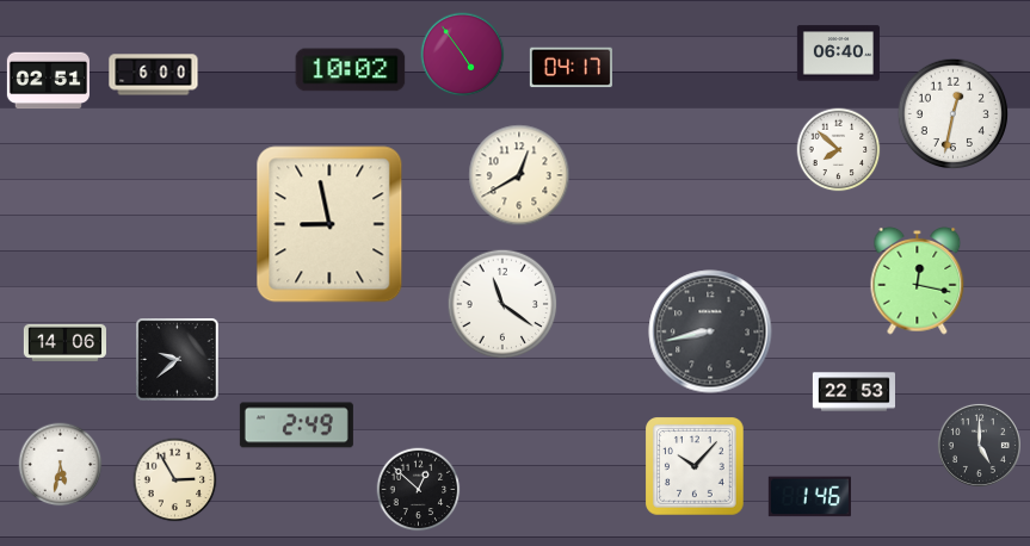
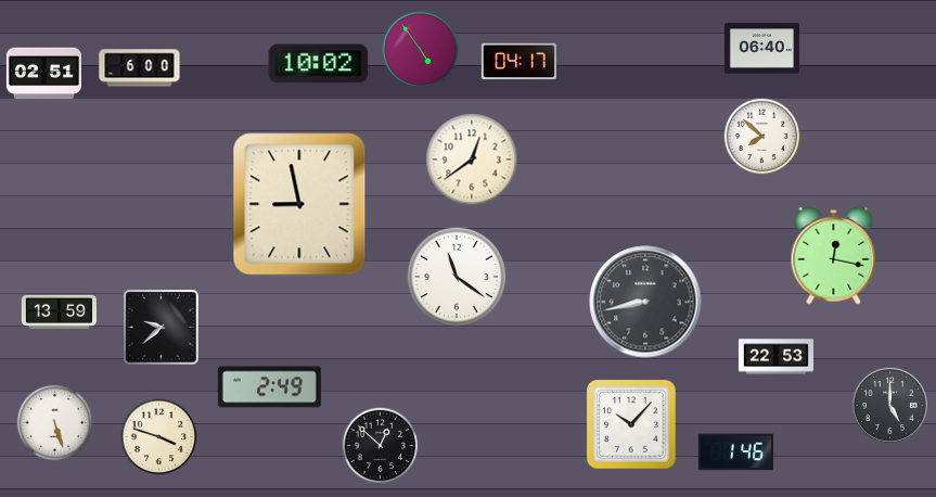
clock at (954, 114): 12:32 -> none
clock at (519, 175): 12:40 -> 12:39
clock at (64, 342): 14:06 -> 13:59
clock at (61, 465): 5:32 -> 5:27
clock at (175, 480): 2:55 -> 3:48
